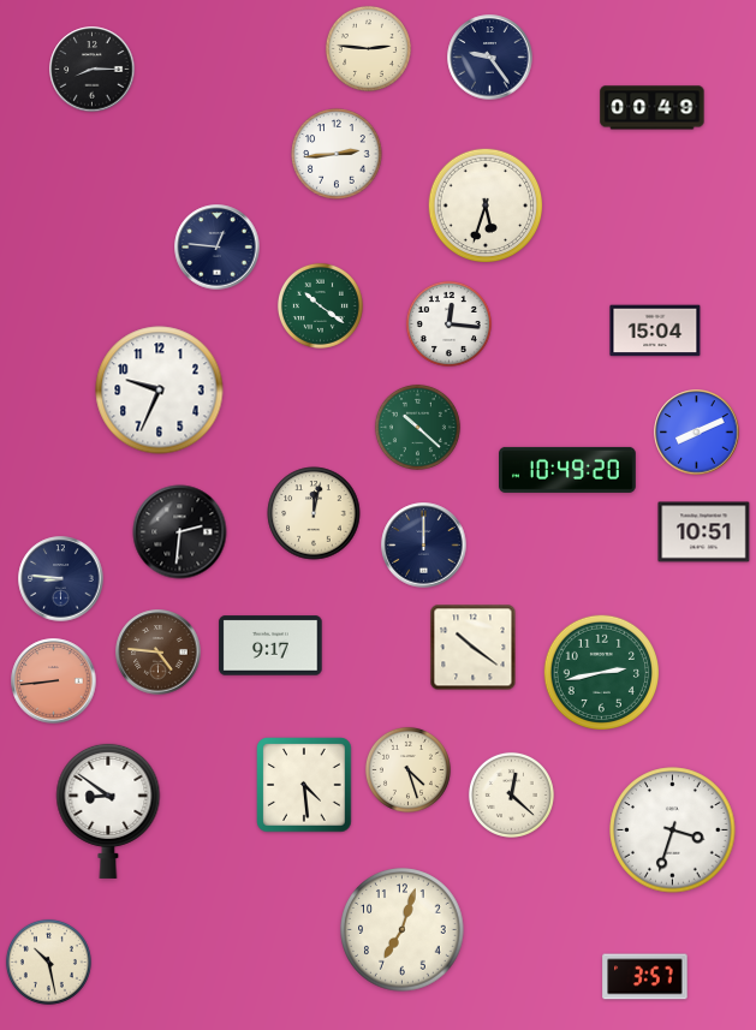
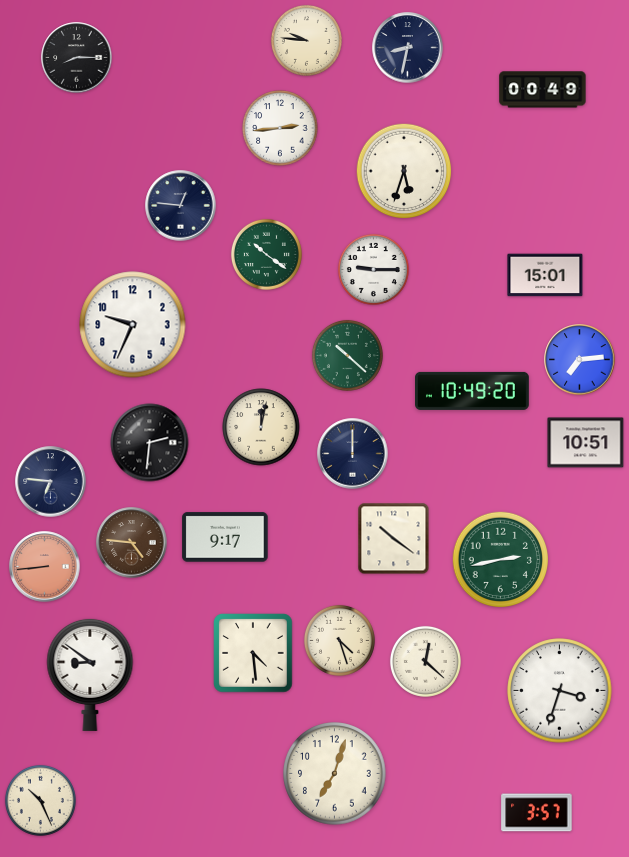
clock at (368, 48): 2:46 -> 9:46
clock at (490, 58): 9:24 -> 8:32
clock at (448, 323): 12:16 -> 9:15
clock at (655, 331): 15:04 -> 15:01
clock at (697, 433): 8:11 -> 7:14
clock at (61, 579): 8:46 -> 6:46
clock at (48, 961): 10:28 -> 10:26
